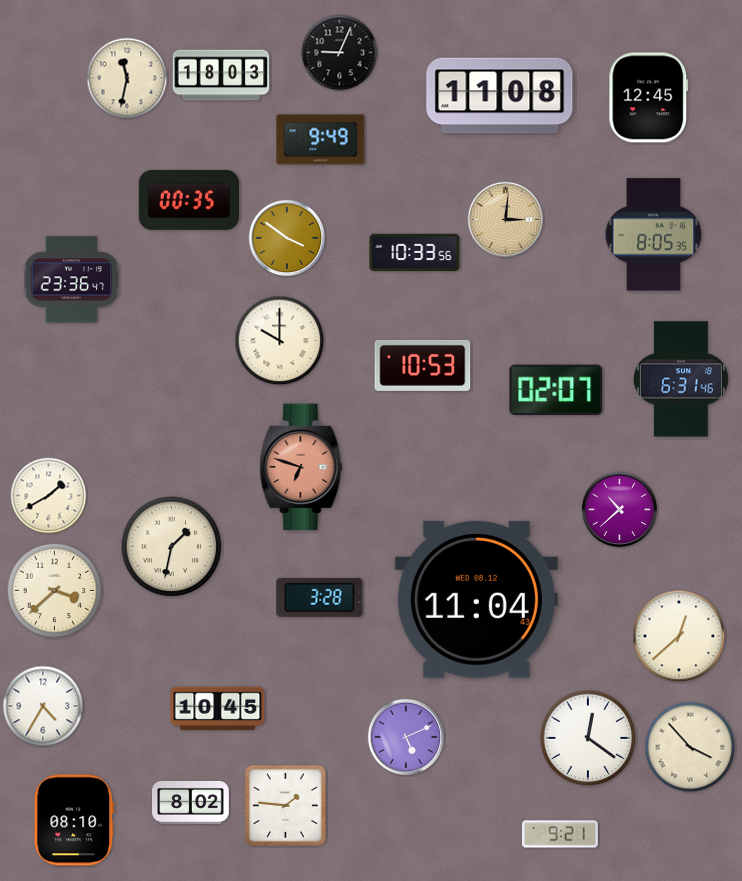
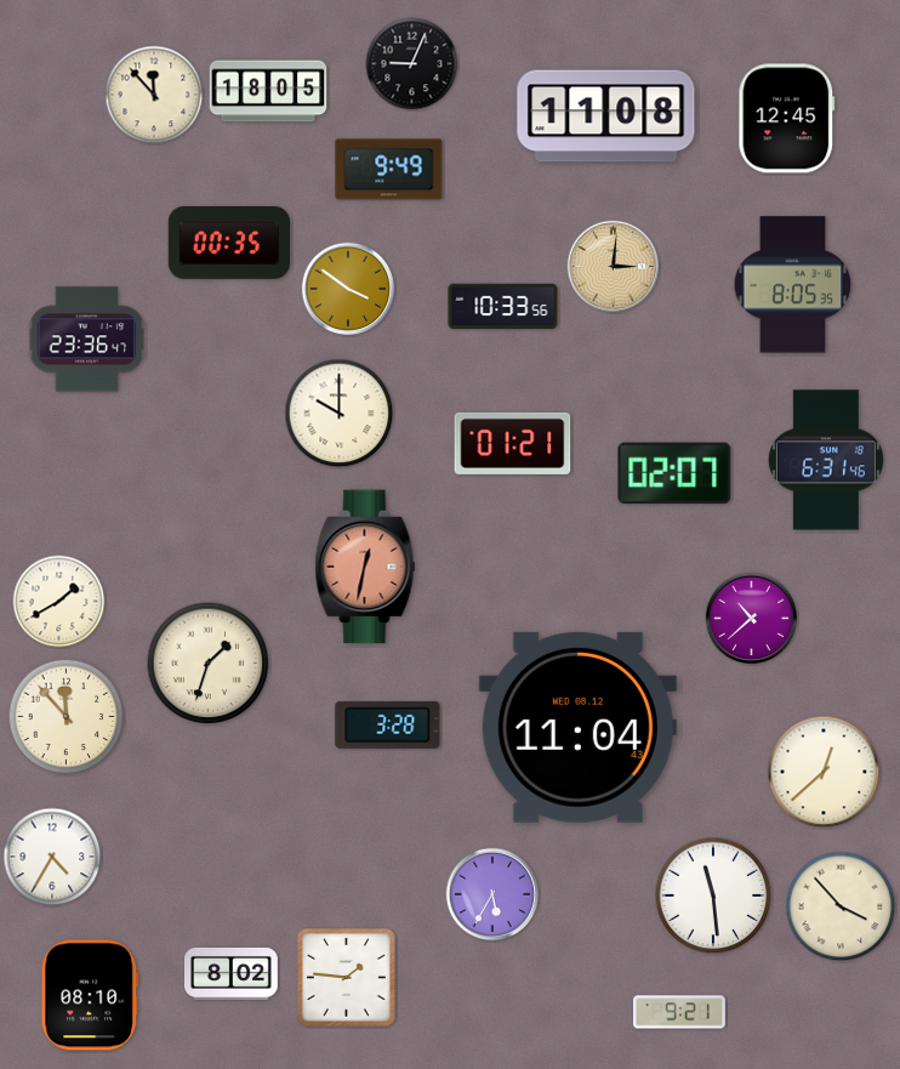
clock at (221, 75): 18:03 -> 18:05
clock at (127, 78): 11:32 -> 11:53
clock at (423, 365): 10:53 -> 01:21
clock at (301, 467): 6:48 -> 12:32
clock at (172, 547): 1:32 -> 1:33
clock at (55, 591): 3:38 -> 11:53
clock at (218, 708): 10:45 -> none
clock at (406, 737): 5:11 -> 5:35
clock at (588, 738): 12:21 -> 11:29
clock at (690, 747) position: (690, 747) -> (841, 906)
